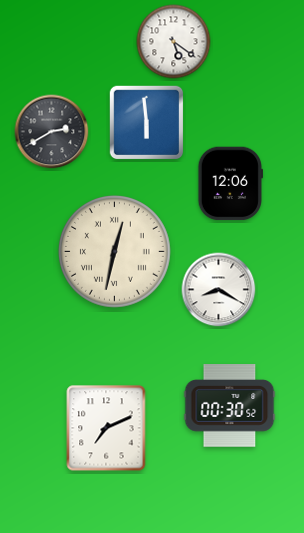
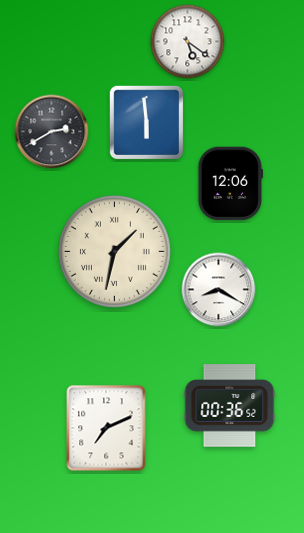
clock at (174, 42) position: (174, 42) -> (188, 42)
clock at (114, 251): 12:32 -> 1:32
clock at (230, 406): 00:30 -> 00:36
